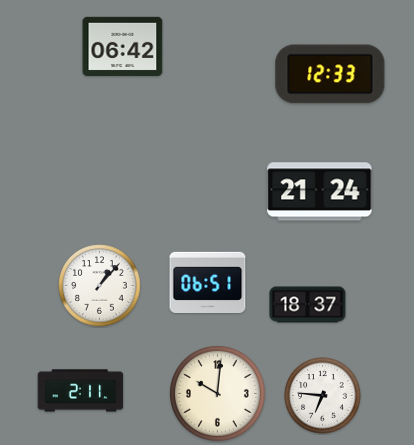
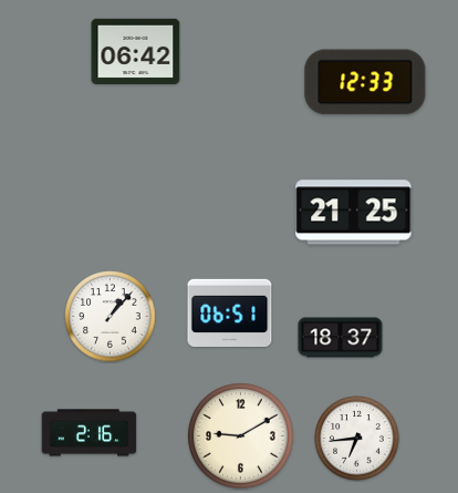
clock at (320, 192): 21:24 -> 21:25
clock at (81, 391): 2:11 -> 2:16
clock at (218, 394): 10:01 -> 9:10
clock at (323, 396): 6:46 -> 6:44
